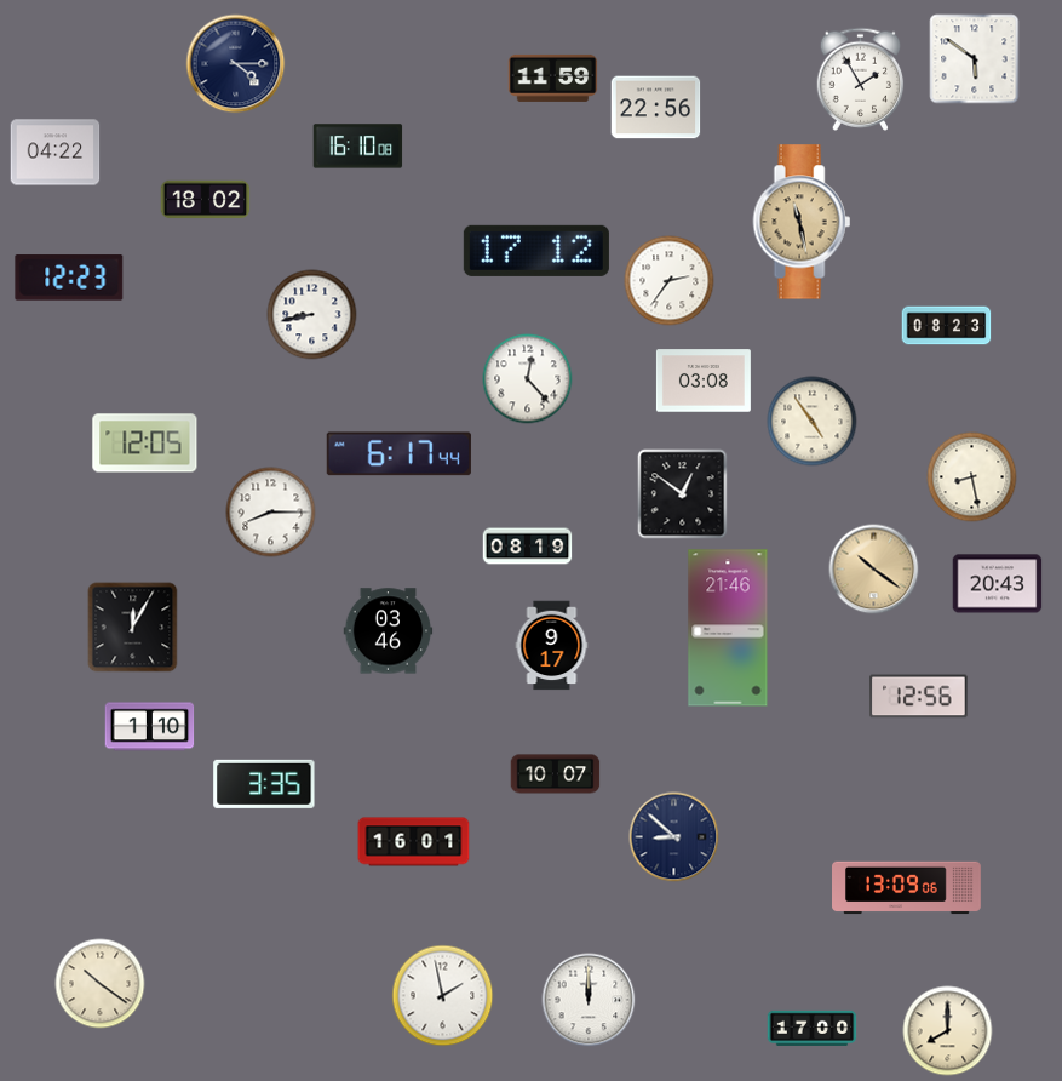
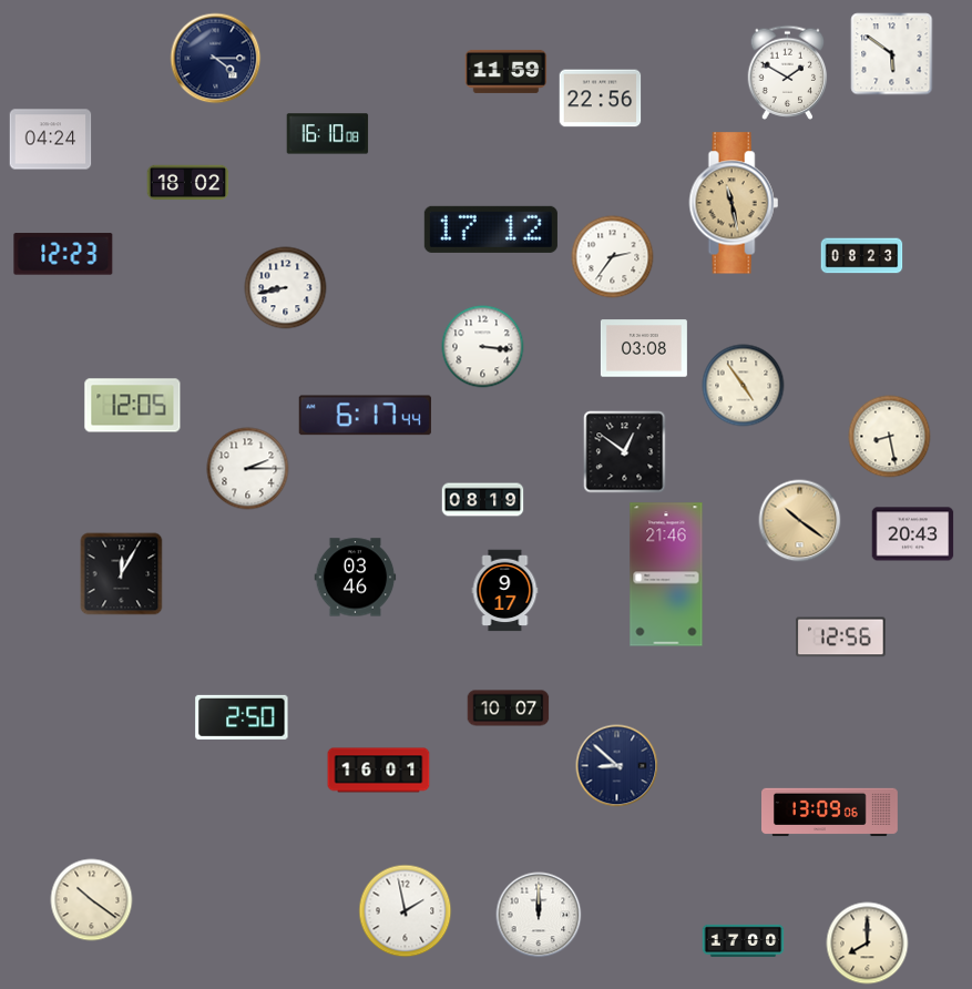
clock at (861, 79): 1:55 -> 1:50
clock at (56, 153): 04:22 -> 04:24
clock at (947, 326) position: (947, 326) -> (862, 256)
clock at (528, 379): 12:23 -> 3:16
clock at (271, 513): 8:15 -> 2:15
clock at (150, 727): 1:10 -> none
clock at (264, 784): 3:35 -> 2:50
